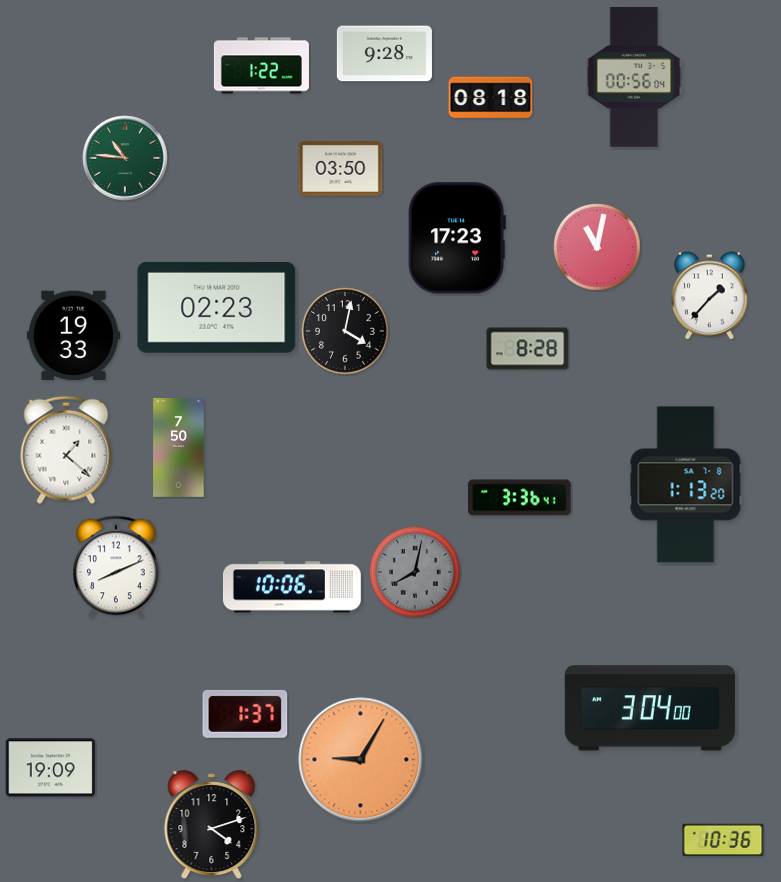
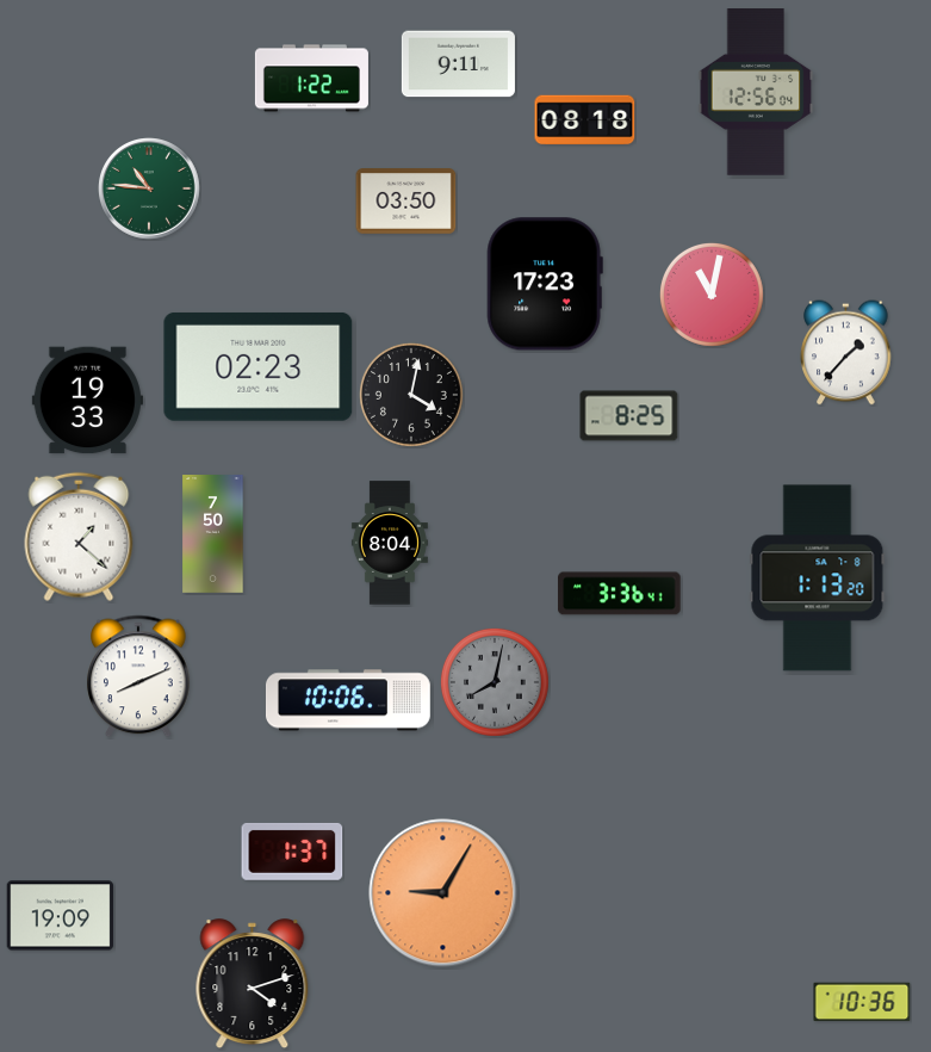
clock at (384, 54): 9:28 -> 9:11
clock at (634, 77): 00:56 -> 12:56
clock at (491, 98) position: (491, 98) -> (585, 120)
clock at (528, 349): 8:28 -> 8:25
clock at (390, 543): none -> 8:04
clock at (650, 708): 3:04 -> none
clock at (361, 760) position: (361, 760) -> (443, 893)
